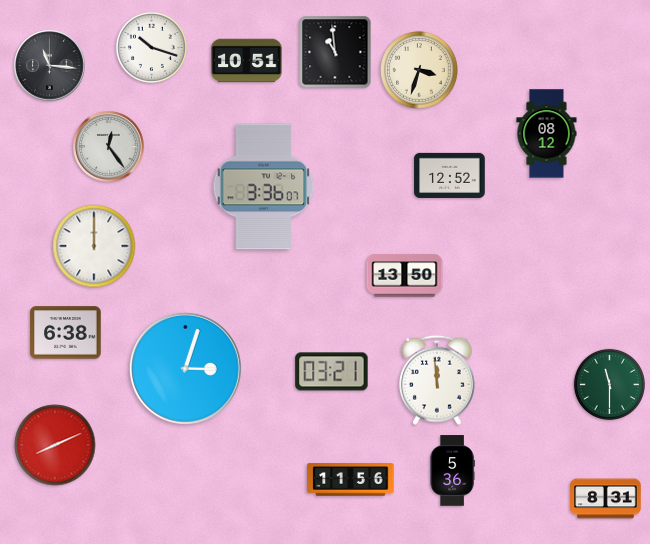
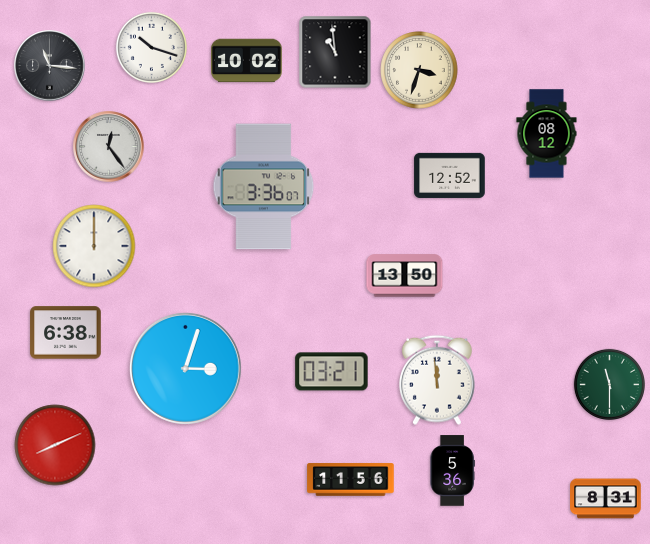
clock at (247, 61): 10:51 -> 10:02
